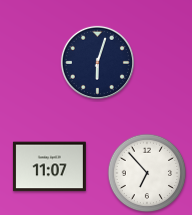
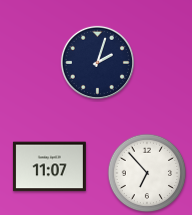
clock at (97, 62): 6:03 -> 2:03
